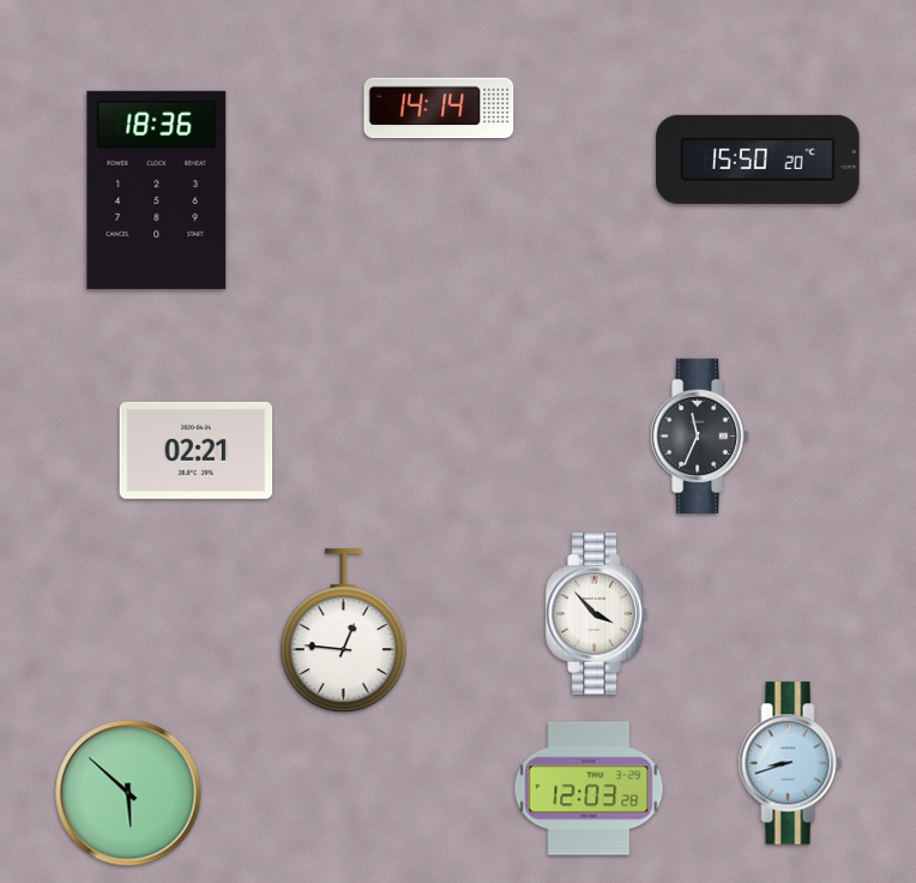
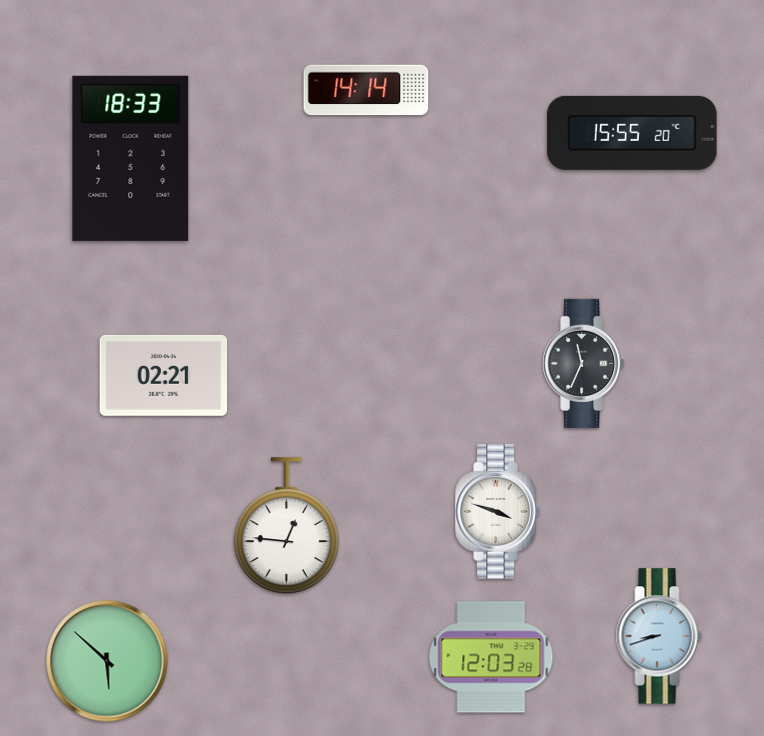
clock at (758, 160): 15:50 -> 15:55
clock at (157, 190): 18:36 -> 18:33
clock at (596, 614): 3:53 -> 3:48
